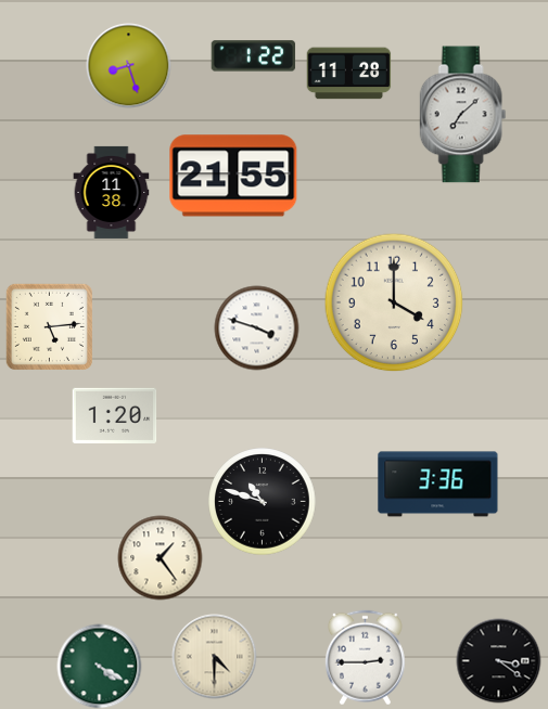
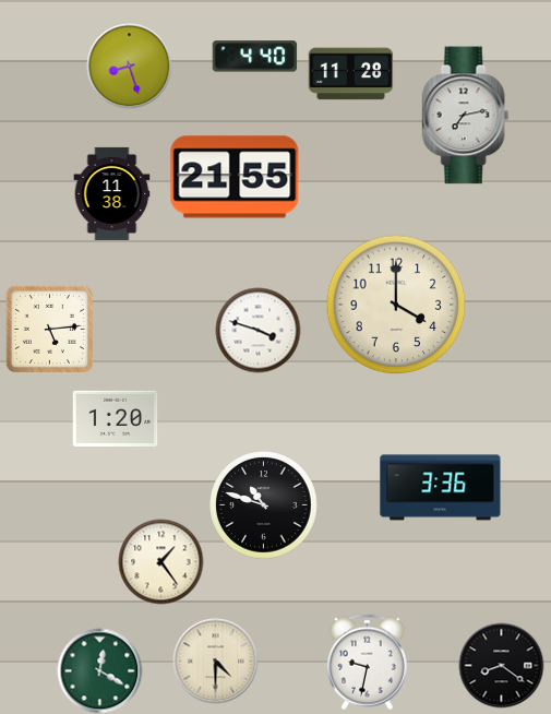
clock at (253, 56): 1:22 -> 4:40
clock at (463, 115): 7:08 -> 7:13
clock at (365, 657): 2:45 -> 9:32
clock at (498, 660): 3:21 -> 8:21
clock at (99, 666): 4:20 -> 12:20
